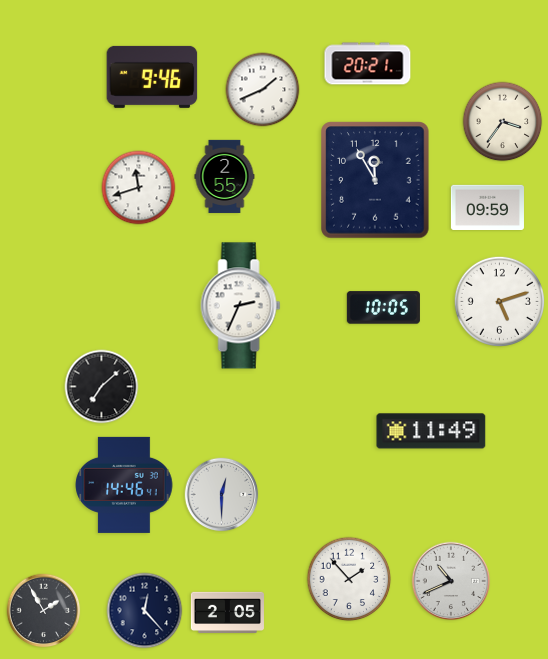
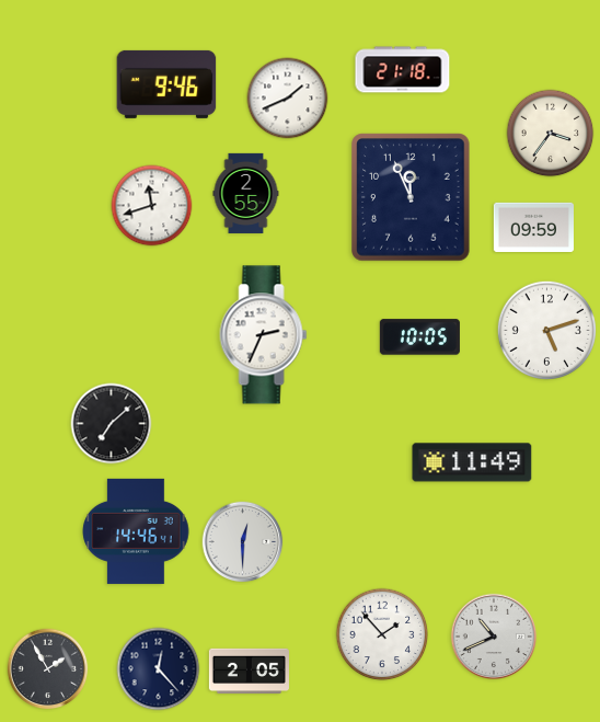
clock at (368, 64): 20:21 -> 21:18
clock at (375, 180): 11:55 -> 11:56
clock at (431, 431) position: (431, 431) -> (472, 462)
